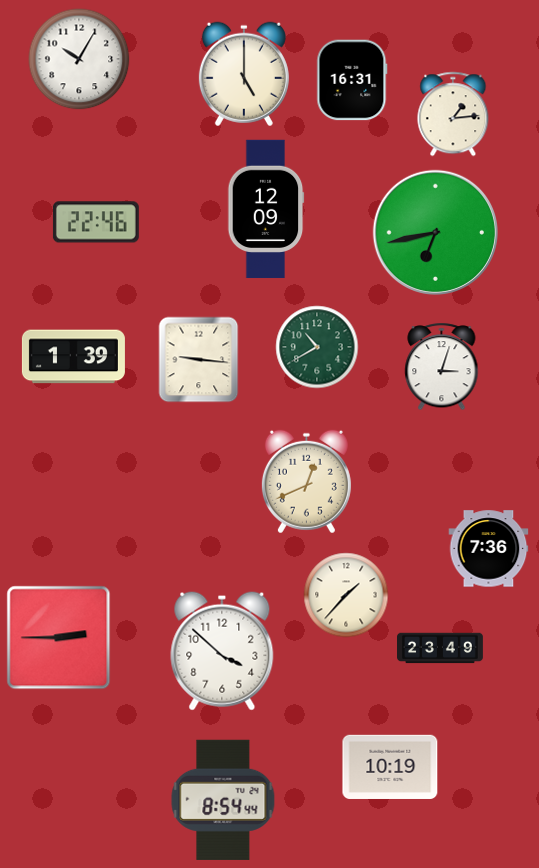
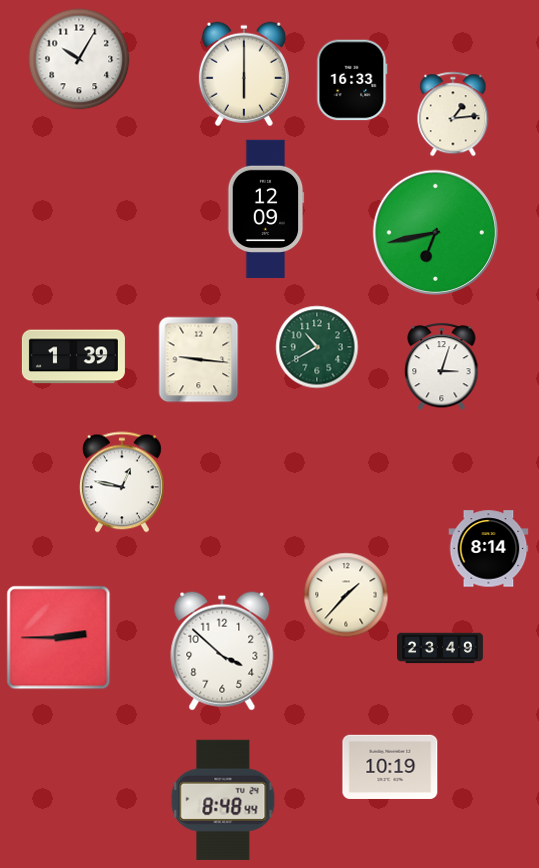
clock at (244, 74): 5:00 -> 6:00
clock at (352, 80): 16:31 -> 16:33
clock at (96, 222): 22:46 -> none
clock at (122, 482): none -> 12:47
clock at (306, 482): 12:41 -> none
clock at (489, 549): 7:36 -> 8:14
clock at (223, 800): 8:54 -> 8:48
